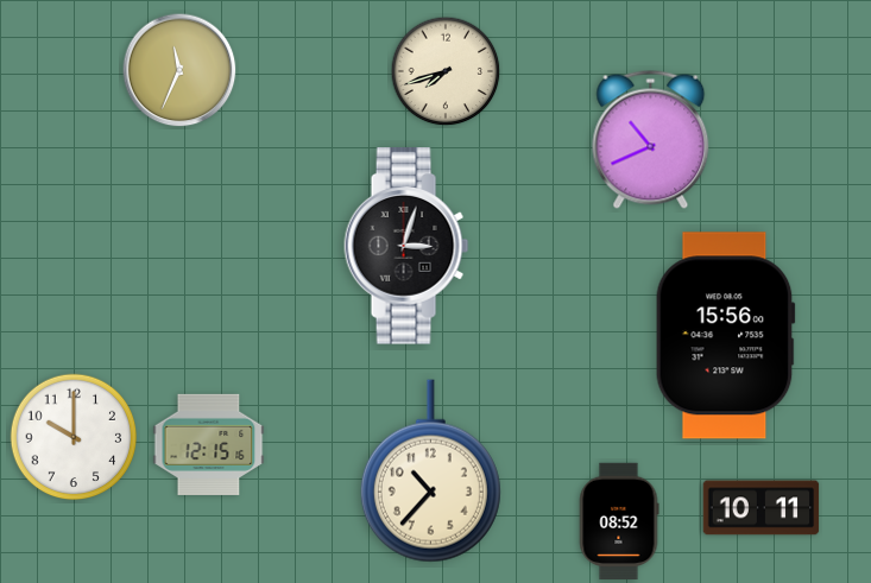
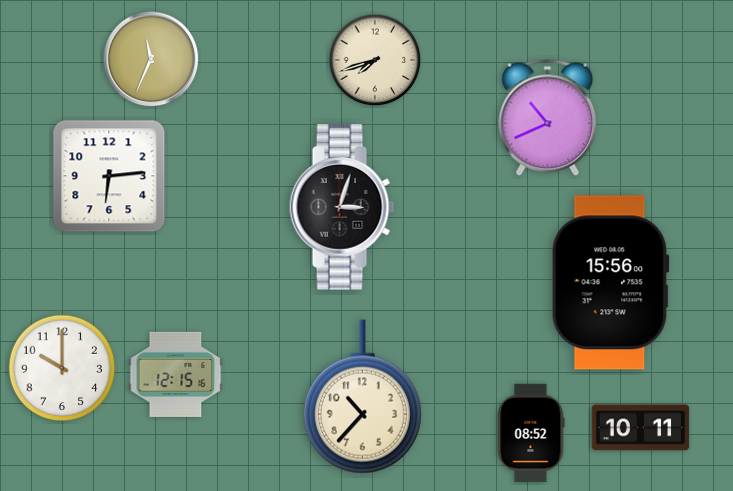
clock at (109, 176): none -> 6:14
clock at (619, 521) position: (619, 521) -> (531, 433)
